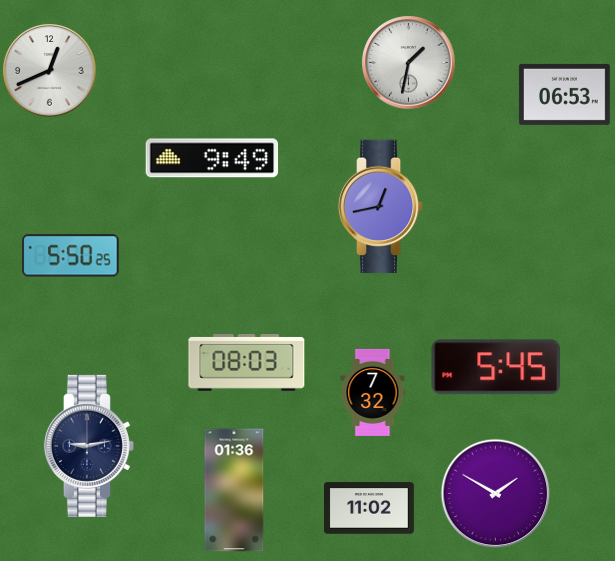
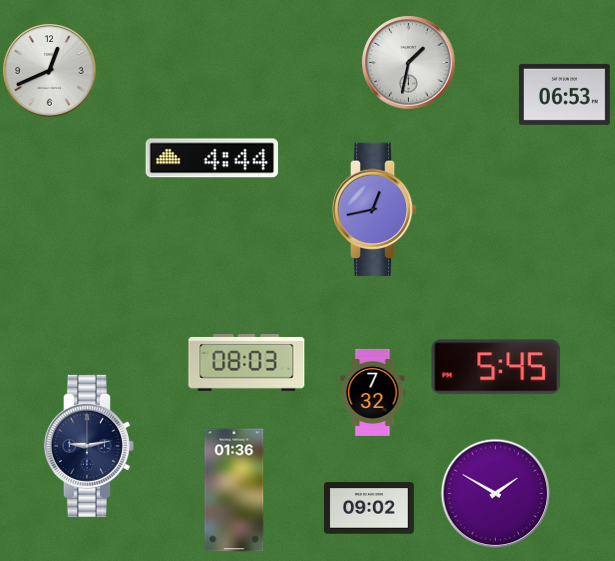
clock at (212, 158): 9:49 -> 4:44
clock at (381, 207) position: (381, 207) -> (375, 210)
clock at (71, 256): 5:50 -> none
clock at (369, 508): 11:02 -> 09:02
